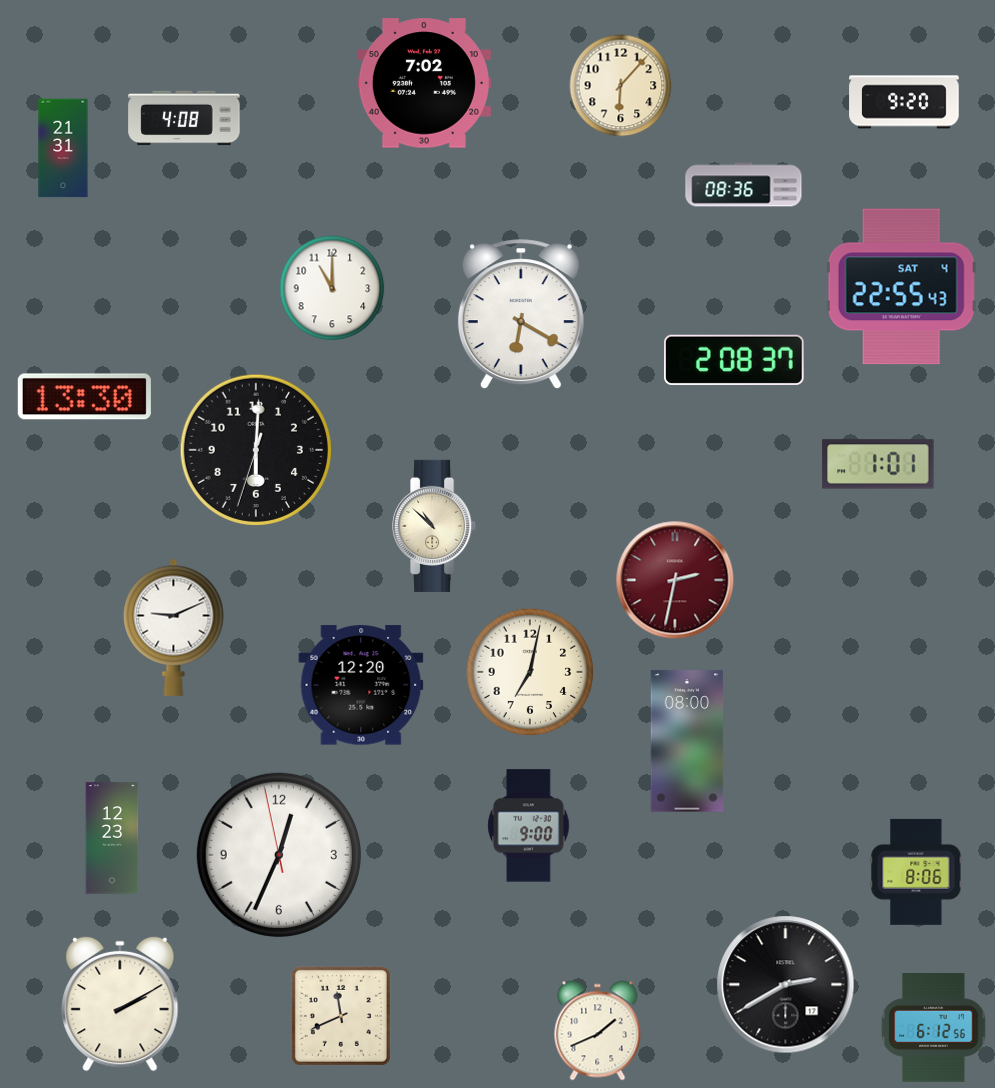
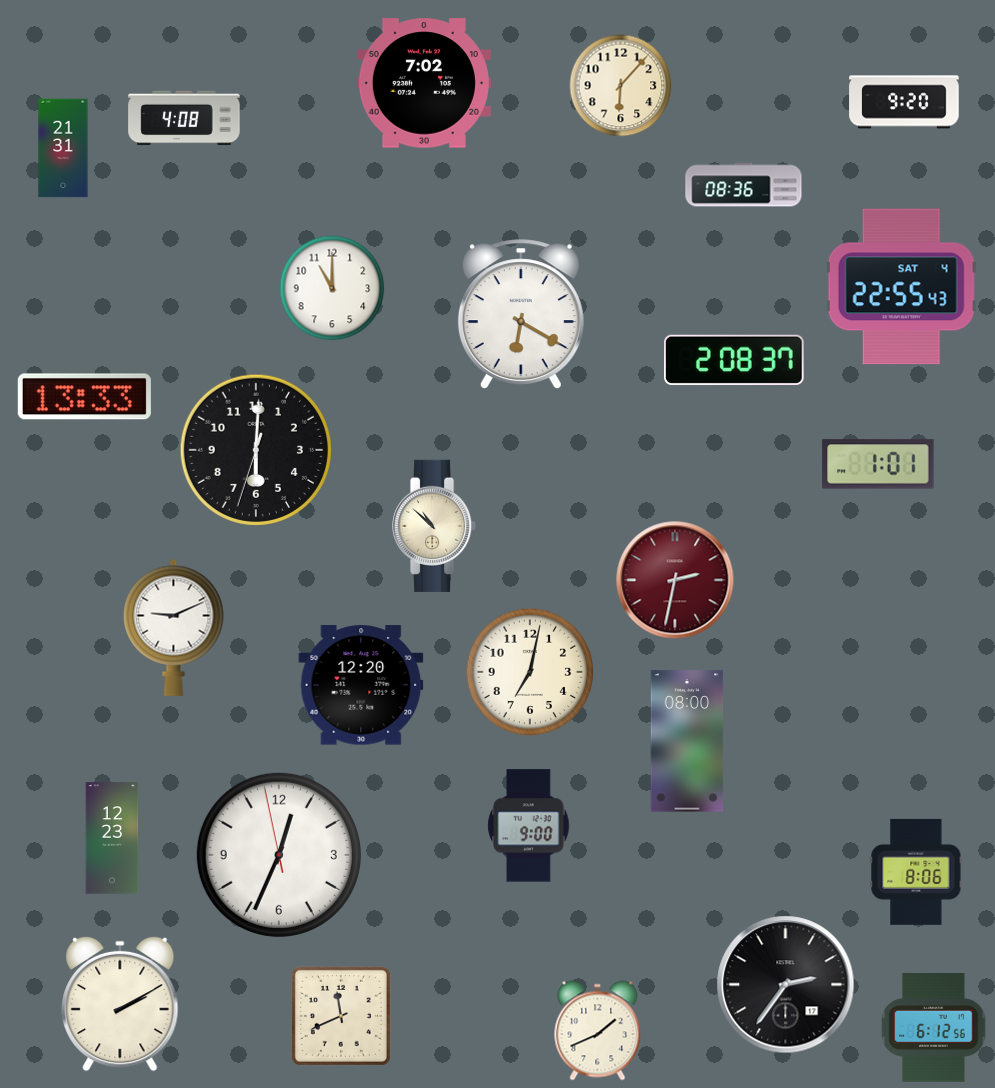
clock at (84, 397): 13:30 -> 13:33
clock at (786, 985): 2:40 -> 2:36
